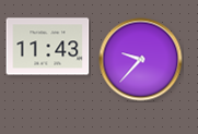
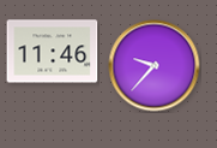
clock at (48, 47): 11:43 -> 11:46
